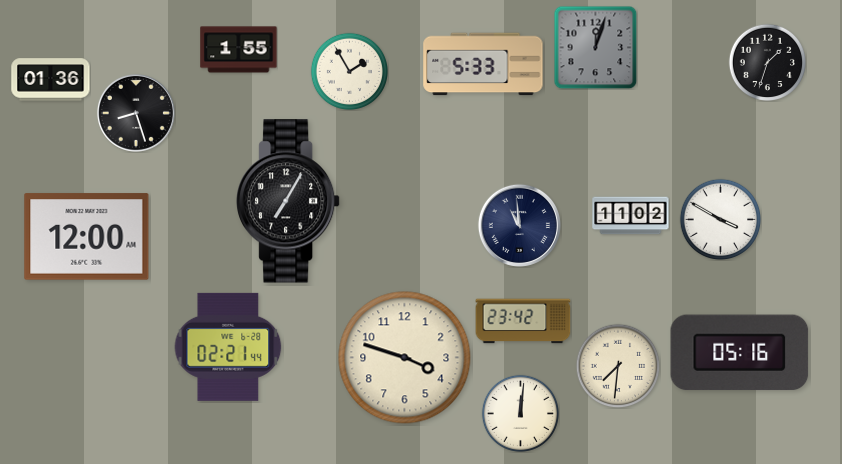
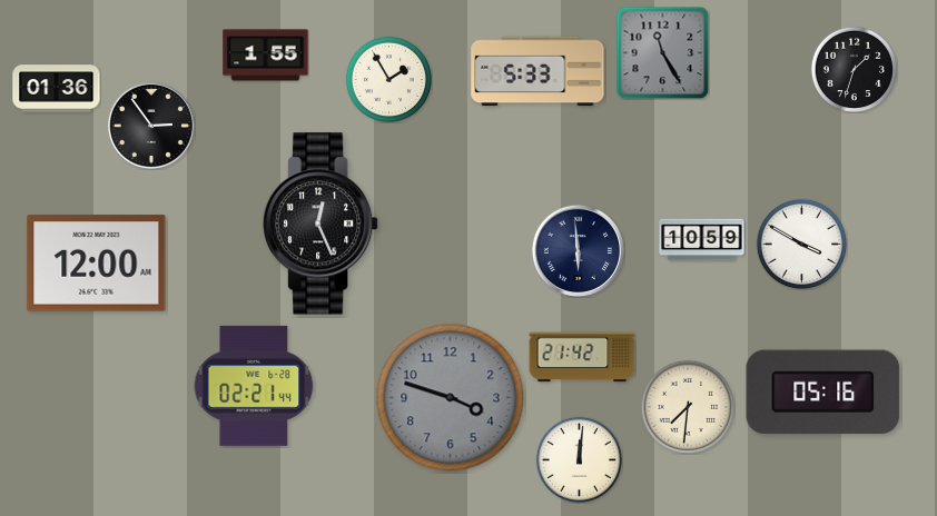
clock at (595, 47): 12:03 -> 11:25
clock at (136, 113): 8:27 -> 2:54
clock at (289, 201): 7:05 -> 12:26
clock at (631, 216): 11:02 -> 10:59
clock at (519, 225): 10:59 -> 5:59
clock at (523, 321): 23:42 -> 21:42
clock at (405, 358) dial: cream -> grey
